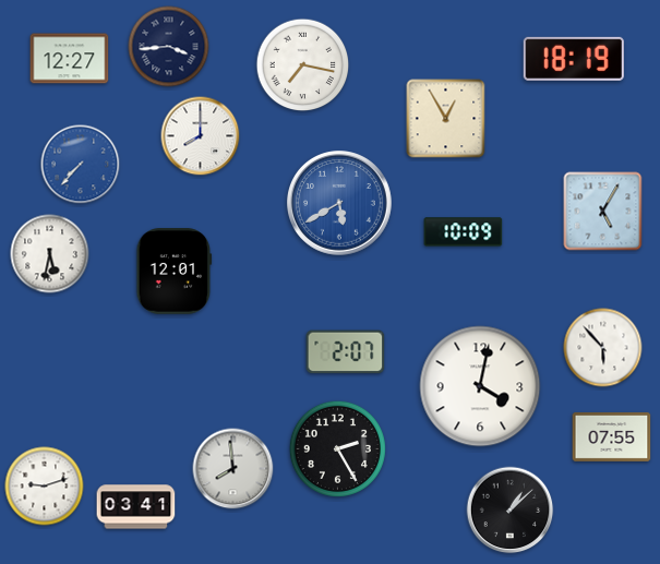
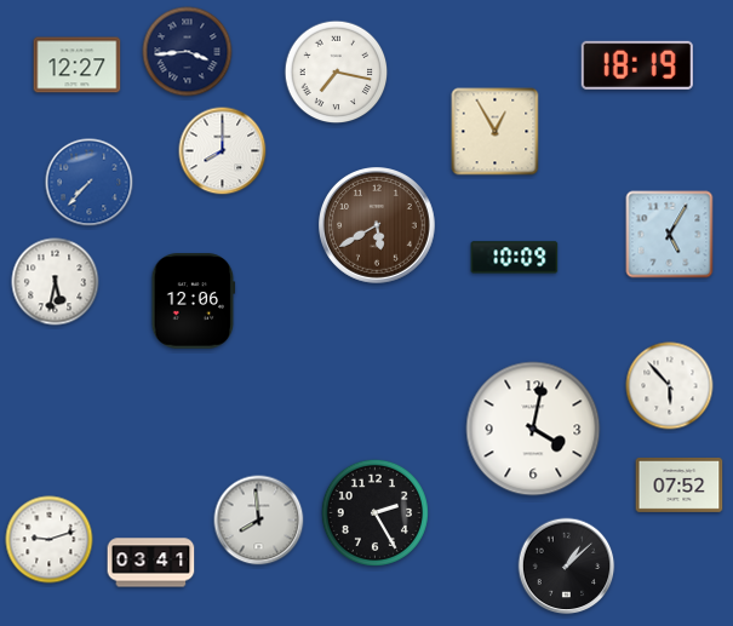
clock at (340, 204) dial: blue -> brown
clock at (175, 272): 12:01 -> 12:06
clock at (346, 352): 2:07 -> none
clock at (612, 436): 07:55 -> 07:52
clock at (337, 448) position: (337, 448) -> (374, 512)
